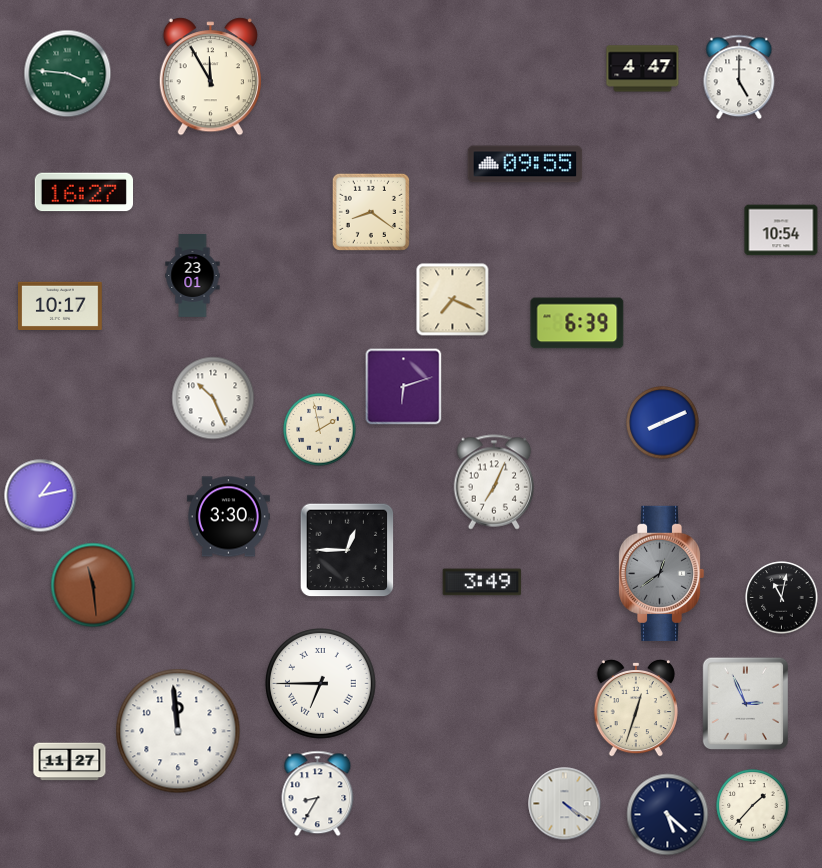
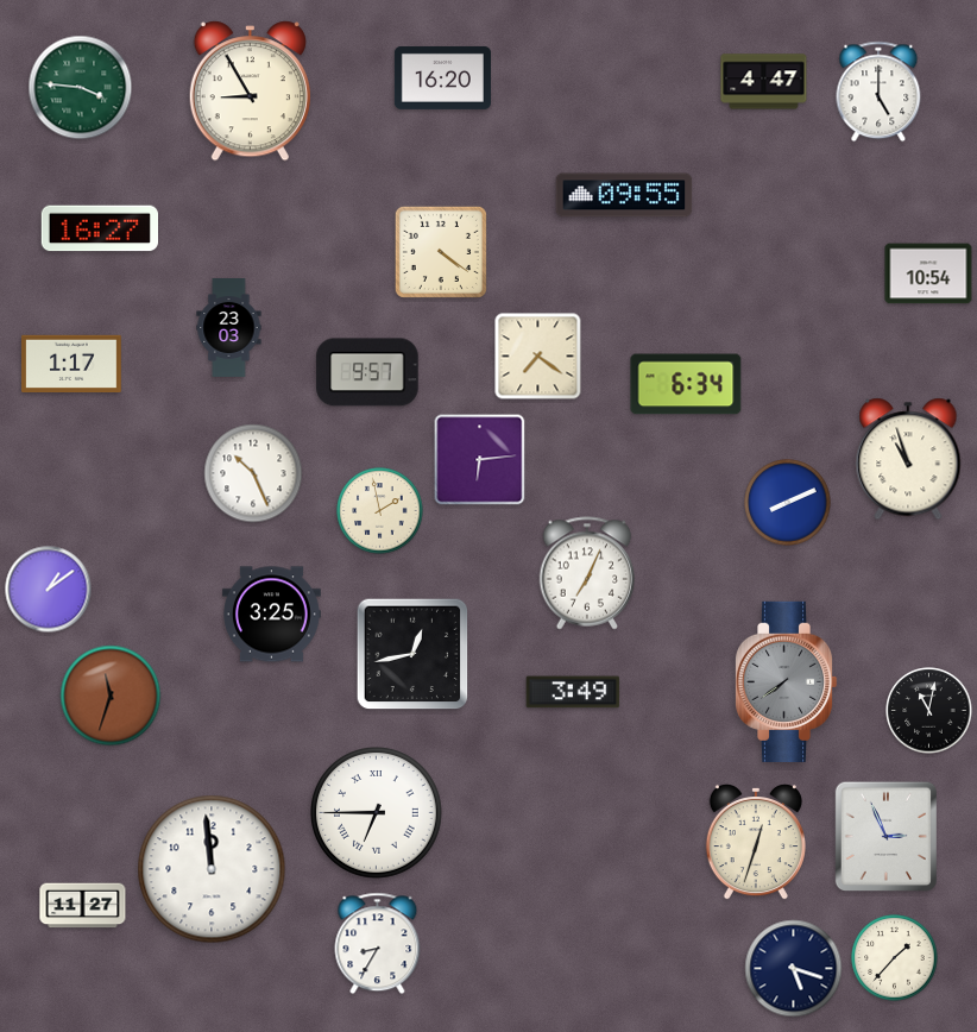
clock at (442, 77): none -> 16:20
clock at (210, 77): 11:55 -> 8:55
clock at (371, 212): 8:21 -> 4:21
clock at (193, 276): 23:01 -> 23:03
clock at (453, 300): 7:19 -> 7:21
clock at (61, 305): 10:17 -> 1:17
clock at (367, 372): none -> 9:57
clock at (577, 323): 6:39 -> 6:34
clock at (908, 459): none -> 10:57
clock at (404, 387): 6:12 -> 6:14
clock at (41, 496): 1:13 -> 1:09
clock at (228, 517): 3:30 -> 3:25
clock at (347, 550): 12:45 -> 12:43
clock at (661, 573): 12:39 -> 7:39
clock at (93, 585): 11:29 -> 11:33
clock at (321, 684) position: (321, 684) -> (377, 813)
clock at (565, 804): 4:21 -> none
clock at (668, 815): 5:22 -> 5:18
